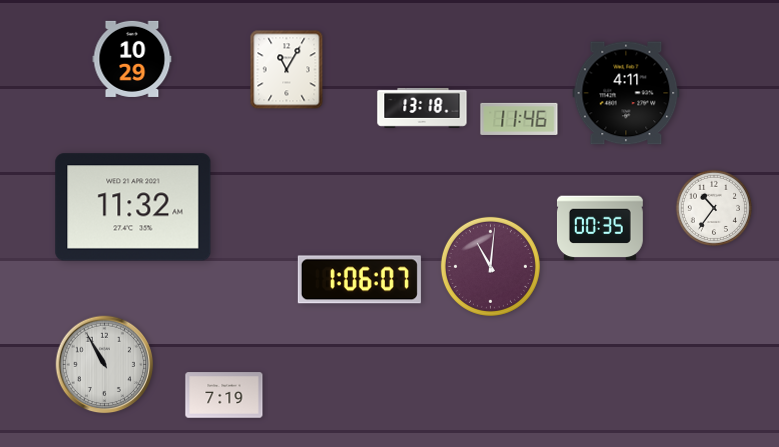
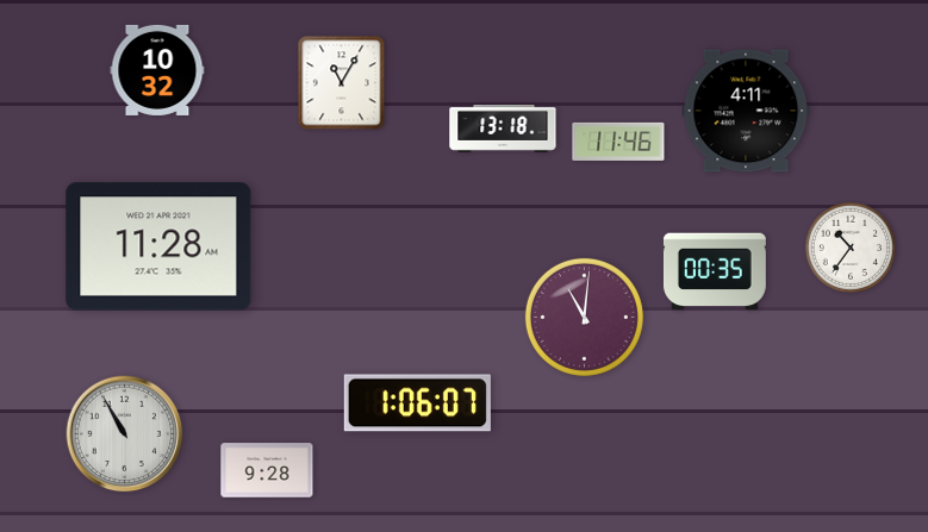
clock at (132, 59): 10:29 -> 10:32
clock at (133, 207): 11:32 -> 11:28
clock at (359, 280) position: (359, 280) -> (417, 403)
clock at (224, 395): 7:19 -> 9:28
